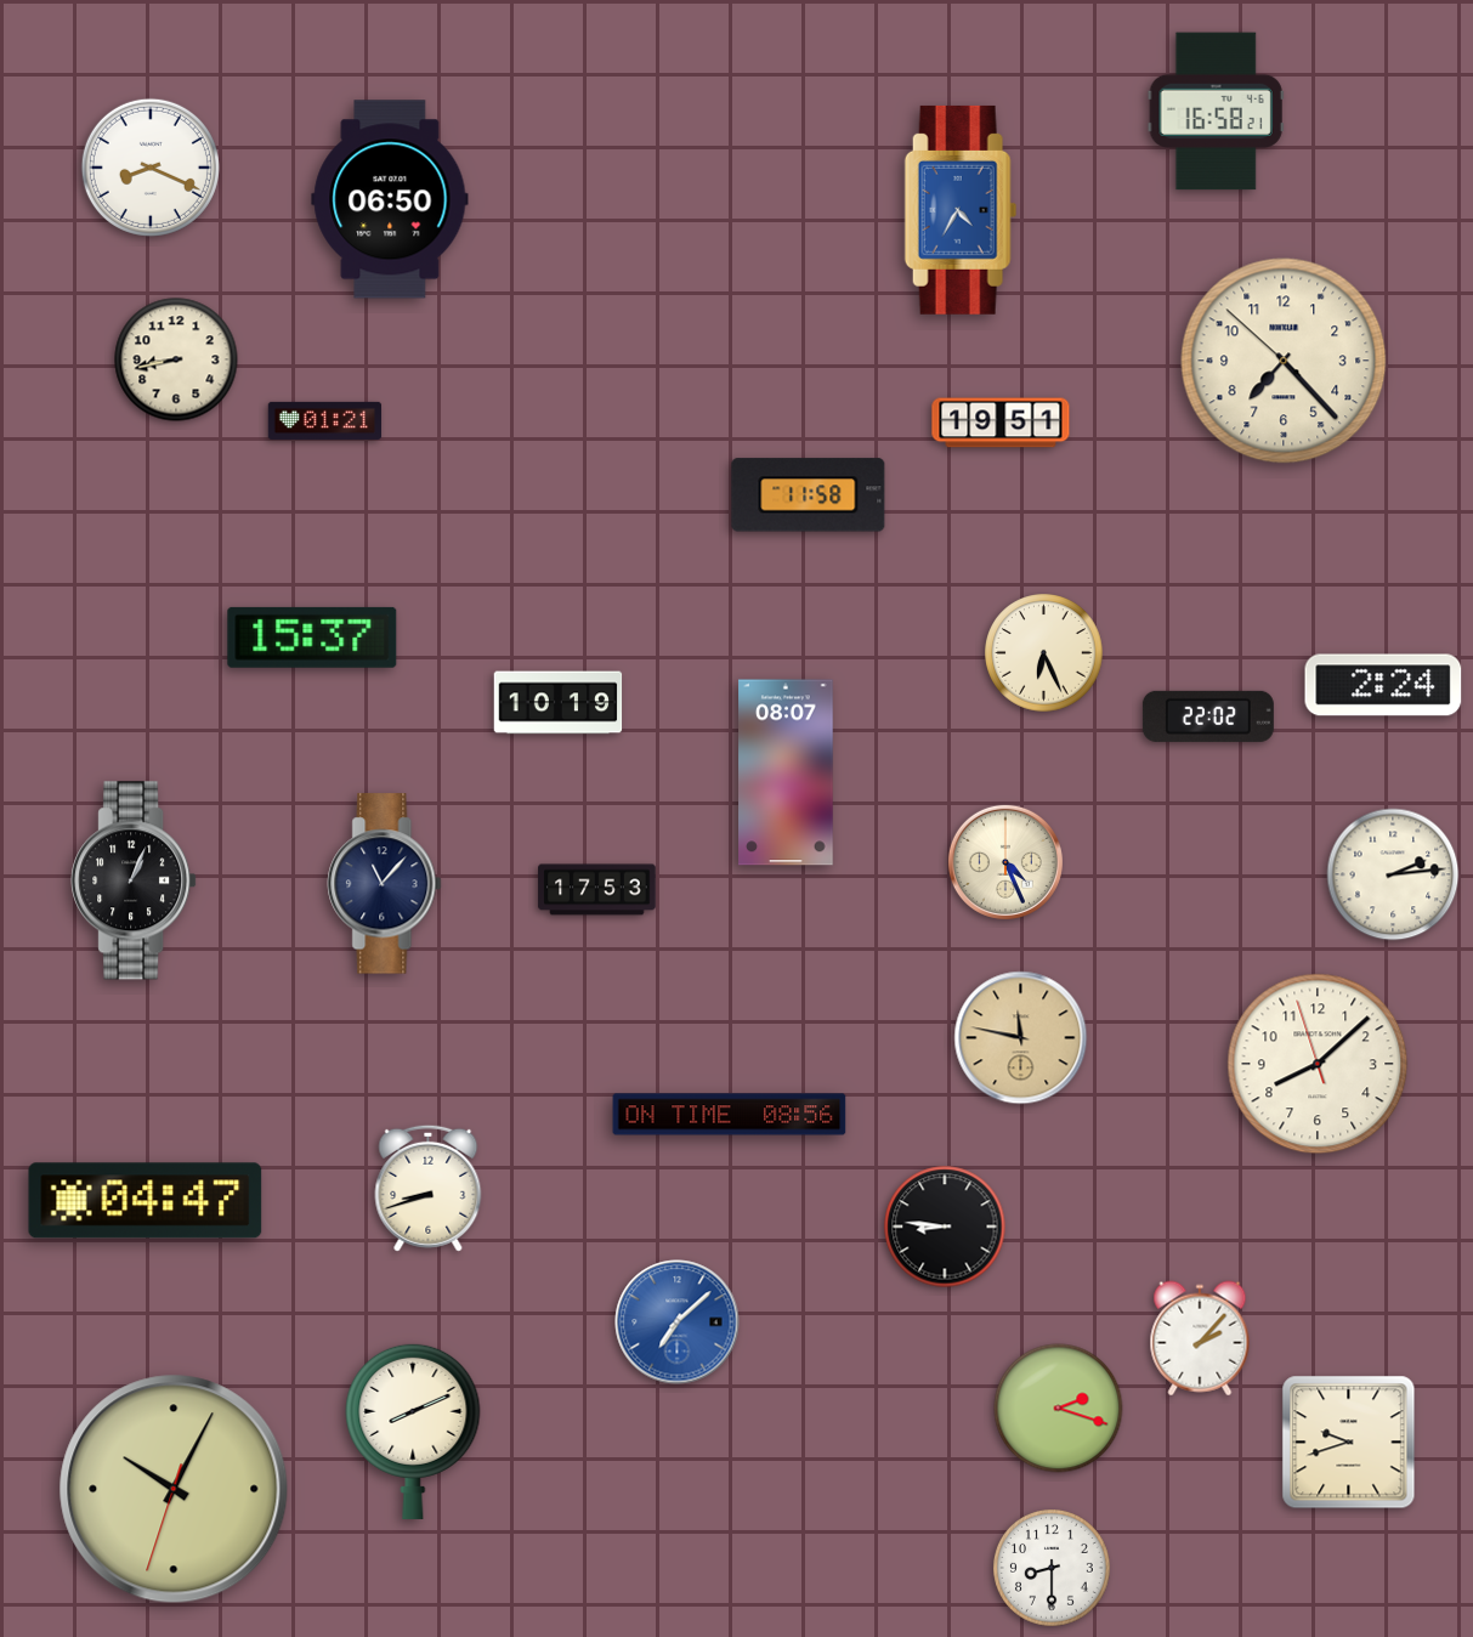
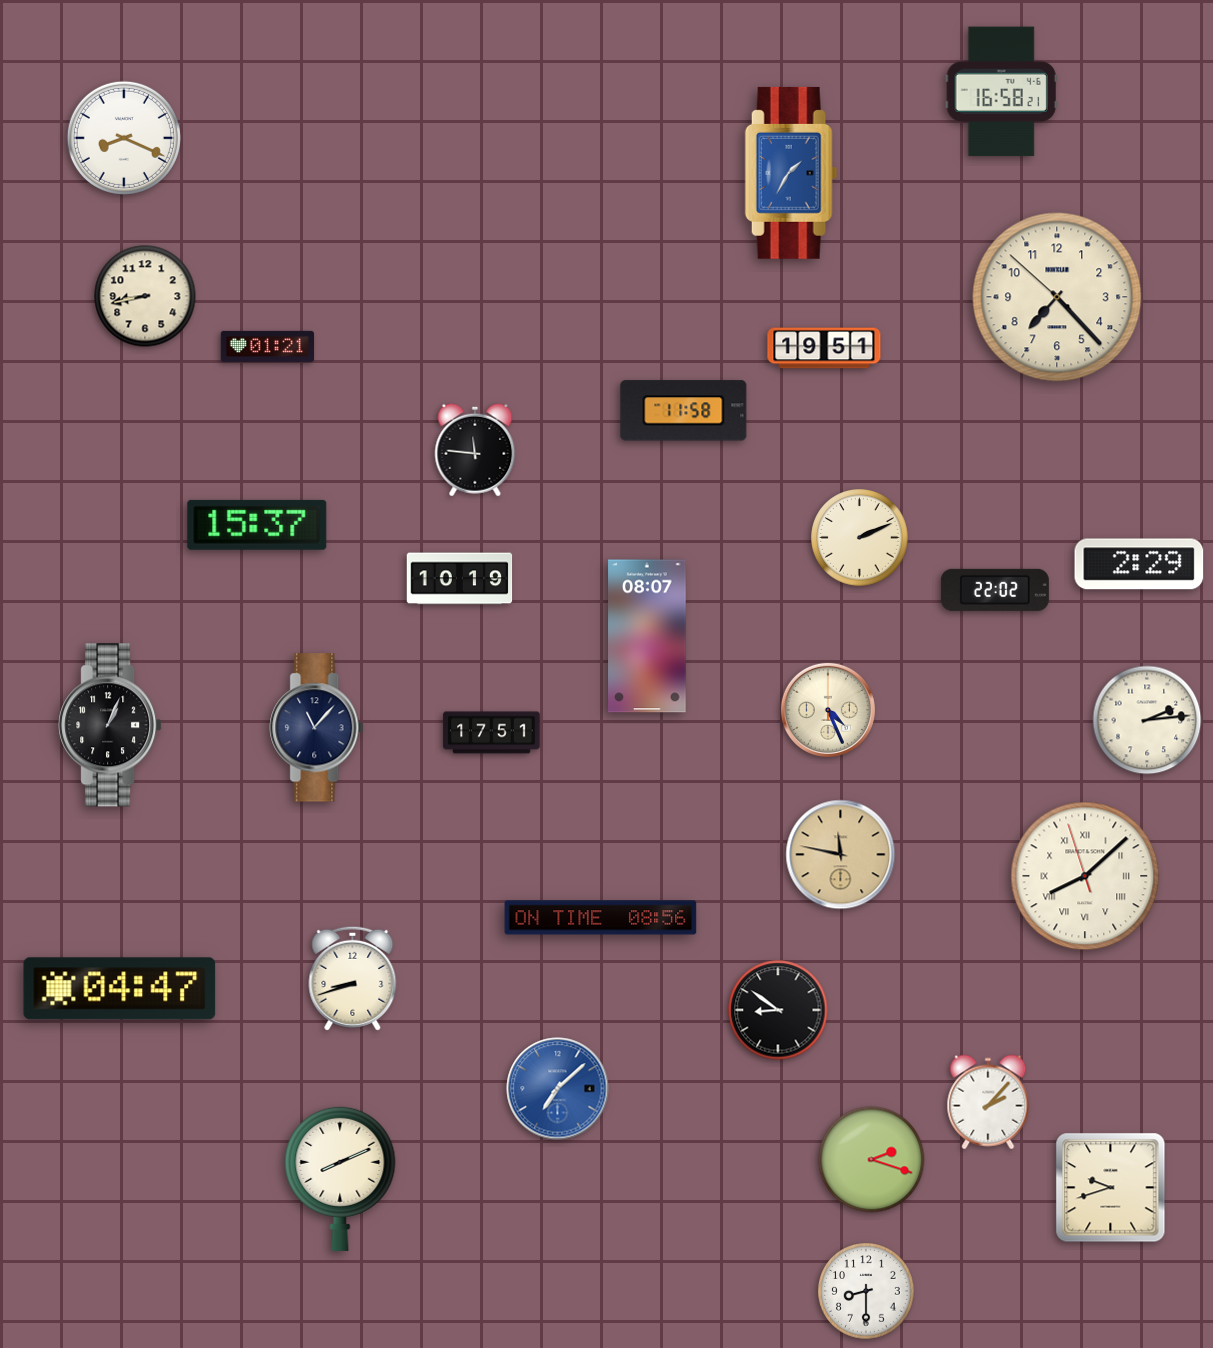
clock at (390, 199): 06:50 -> none
clock at (961, 210): 4:35 -> 1:35
clock at (809, 495) position: (809, 495) -> (684, 411)
clock at (475, 450): none -> 11:46
clock at (1044, 653): 6:26 -> 2:11
clock at (1383, 685): 2:24 -> 2:29
clock at (597, 890): 17:53 -> 17:51
clock at (1318, 1064) numerals: Arabic -> Roman
clock at (945, 1227): 8:46 -> 8:51
clock at (174, 1489): 10:04 -> none
